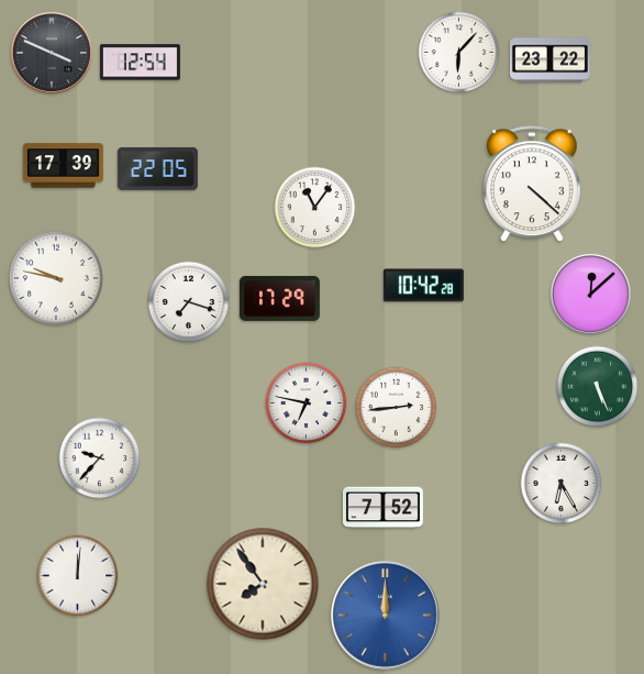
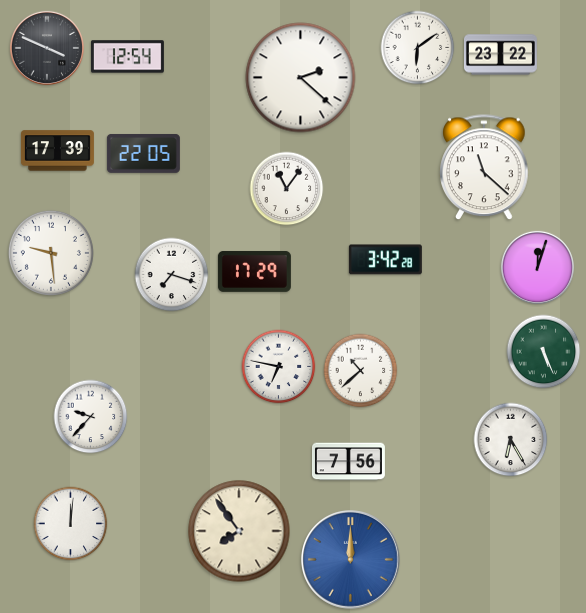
clock at (459, 53): 6:07 -> 6:09
clock at (301, 78): none -> 2:22
clock at (532, 185): 4:22 -> 11:22
clock at (56, 278): 9:47 -> 9:29
clock at (423, 286): 10:42 -> 3:42
clock at (590, 294): 12:08 -> 12:03
clock at (397, 408): 2:44 -> 10:38
clock at (382, 508): 7:52 -> 7:56
